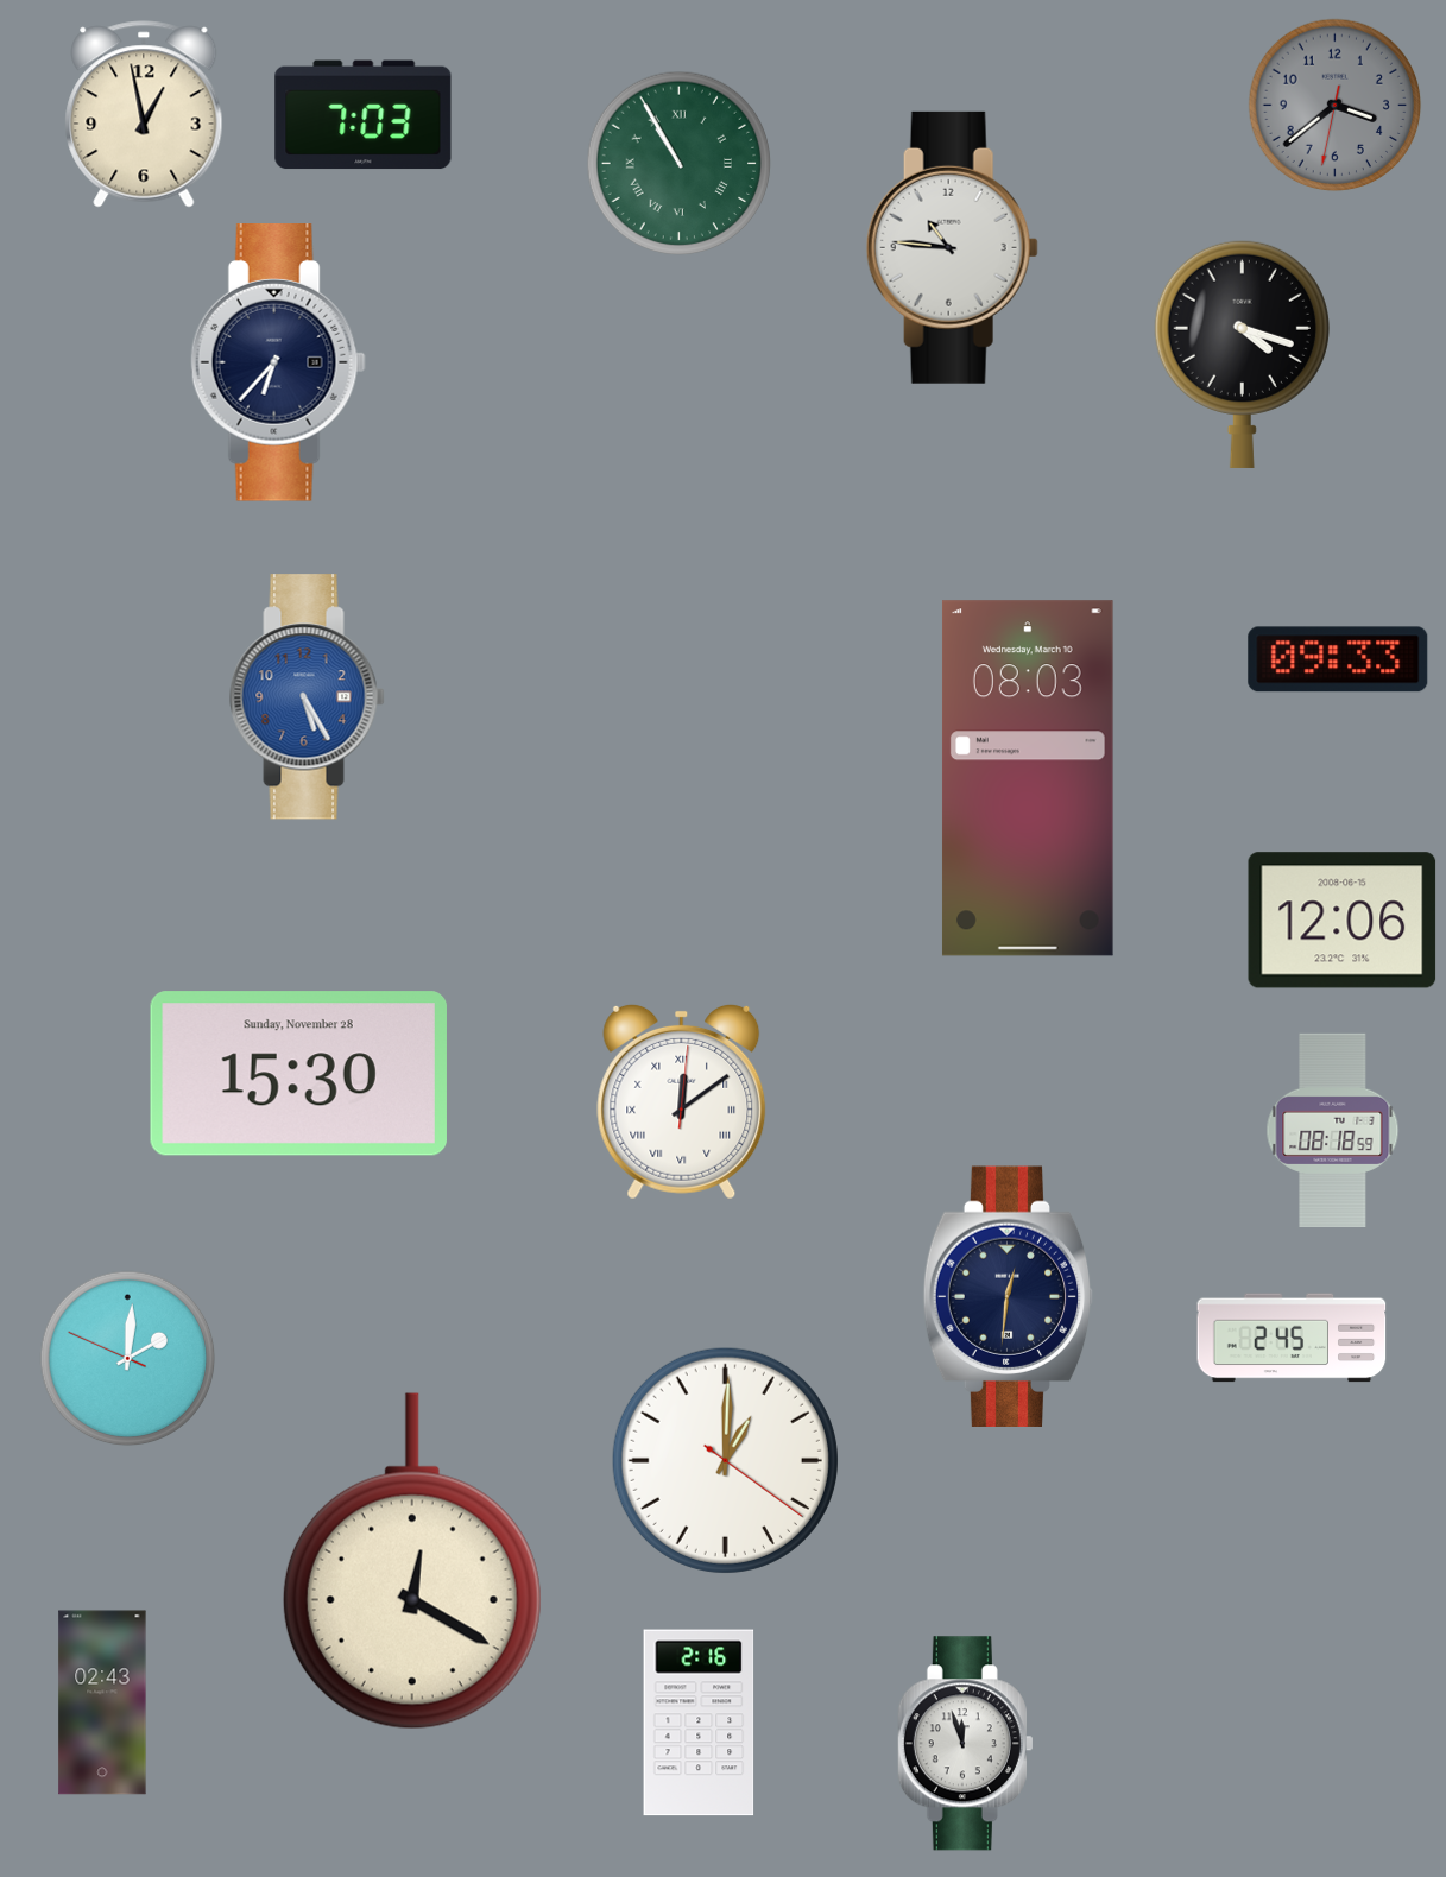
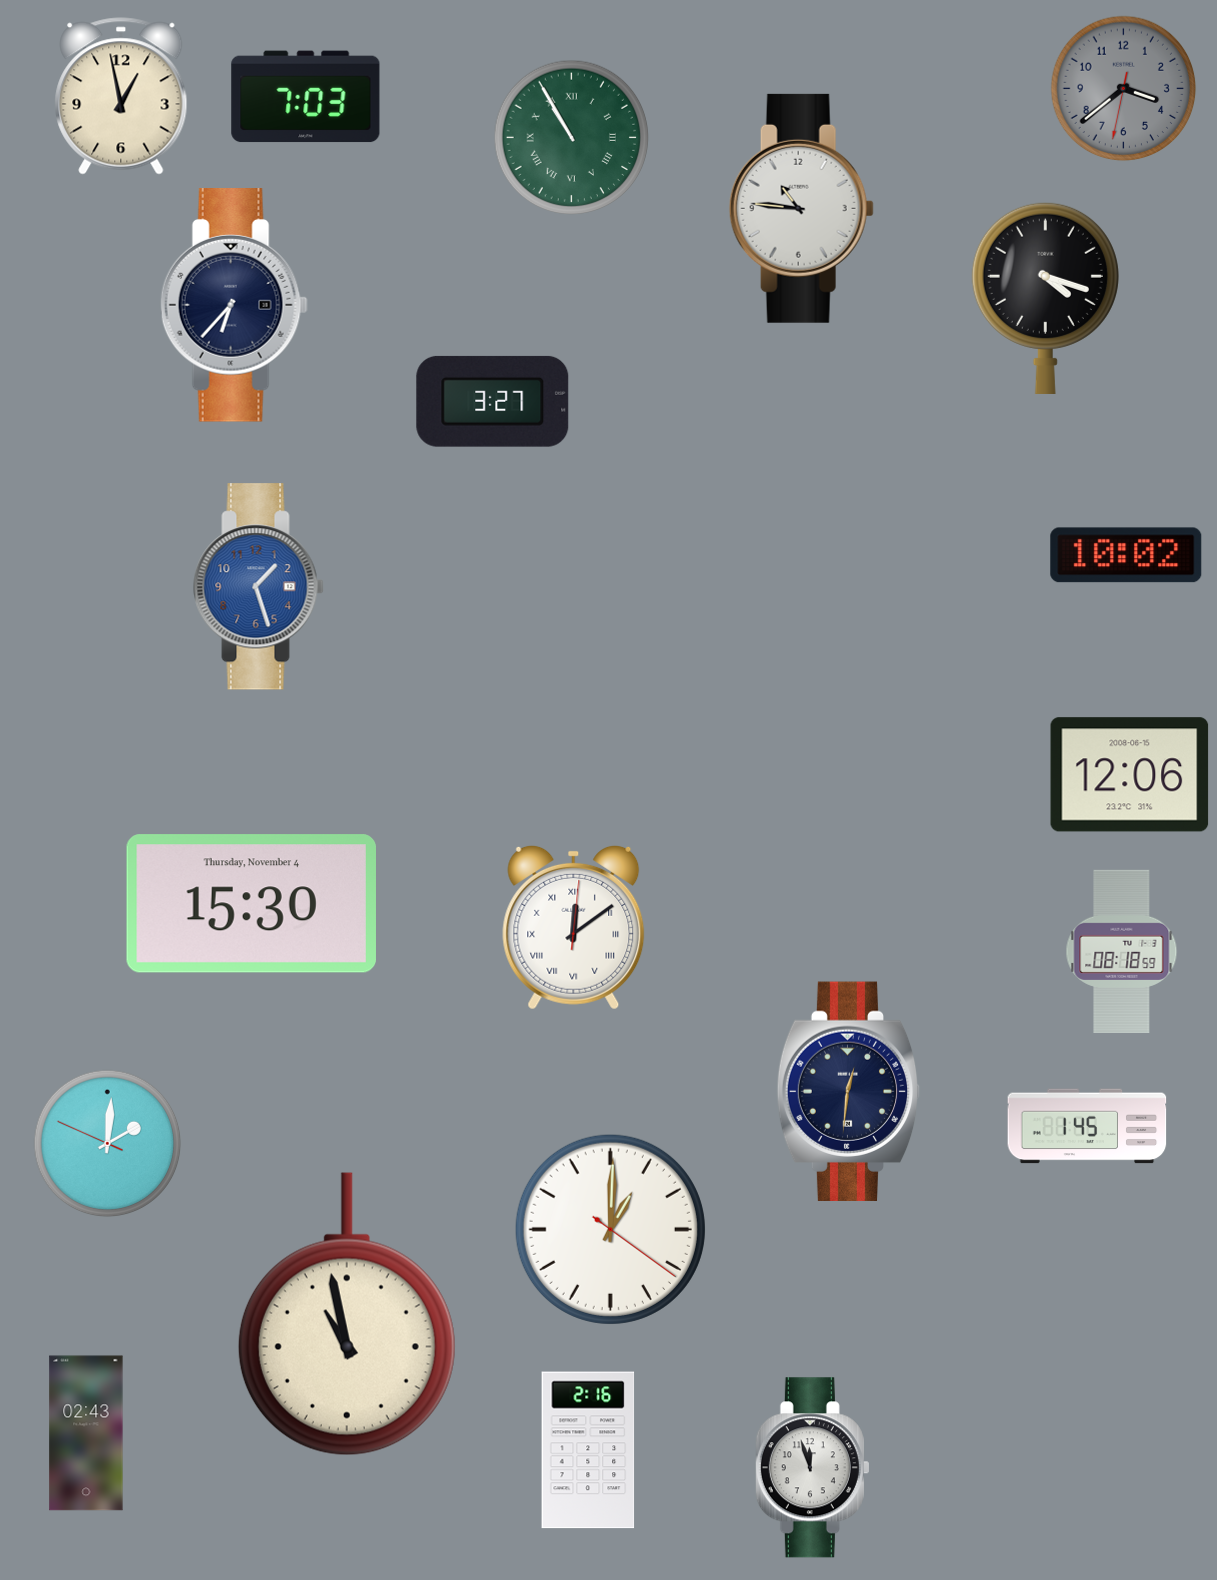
clock at (493, 401): none -> 3:27
clock at (1338, 659): 09:33 -> 10:02
clock at (308, 697): 5:25 -> 1:27
clock at (1028, 778): 08:03 -> none
clock at (298, 1074) date: Sunday, November 28 -> Thursday, November 4
clock at (1292, 1338): 2:45 -> 1:45
clock at (412, 1561): 12:20 -> 10:58
